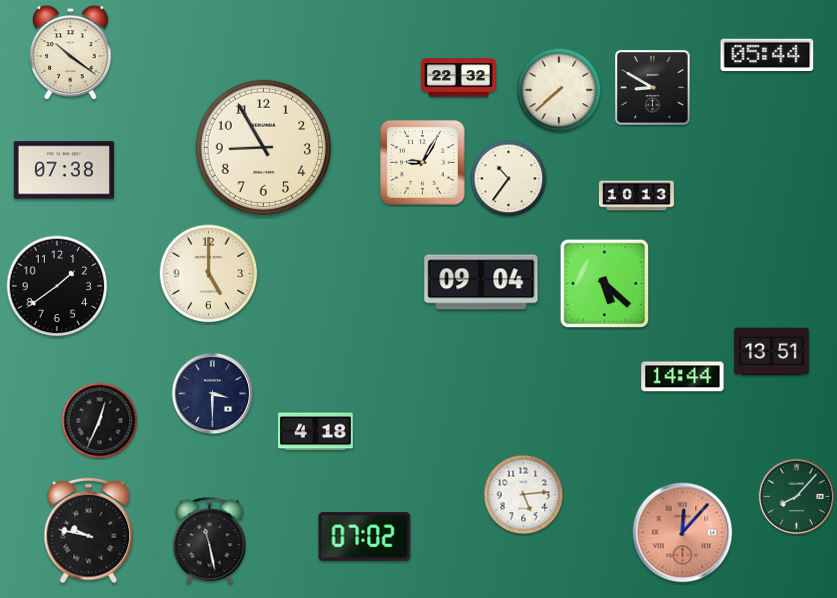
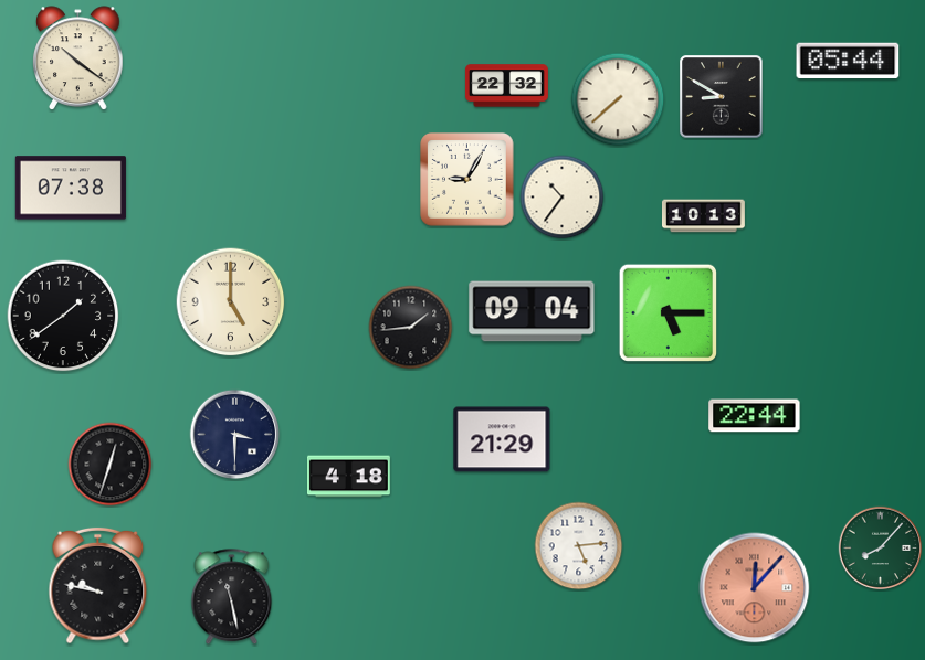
clock at (263, 147): 8:55 -> none
clock at (605, 284): 5:22 -> 5:15
clock at (411, 328): none -> 1:44
clock at (771, 352): 13:51 -> none
clock at (683, 377): 14:44 -> 22:44
clock at (502, 439): none -> 21:29
clock at (100, 421): 12:34 -> 12:33
clock at (365, 537): 07:02 -> none
